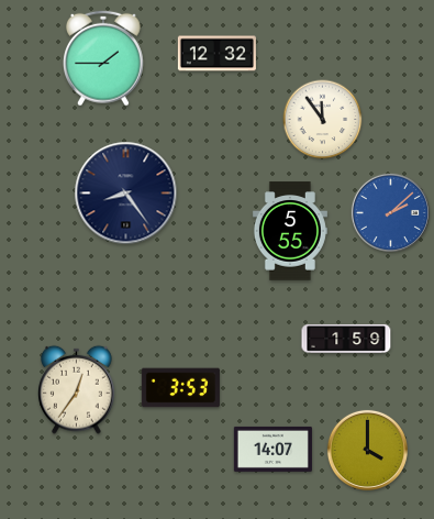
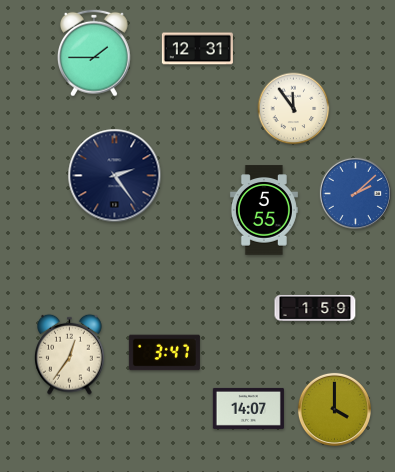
clock at (216, 54): 12:32 -> 12:31
clock at (126, 194): 8:24 -> 2:24
clock at (180, 388): 3:53 -> 3:47
